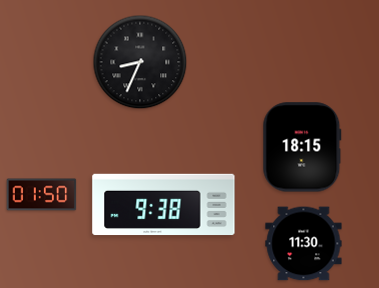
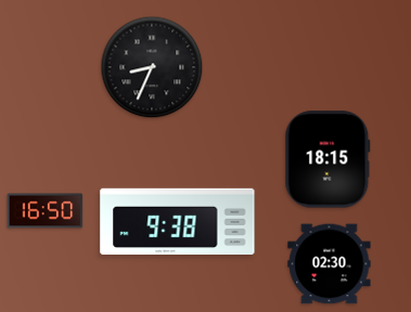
clock at (42, 195): 01:50 -> 16:50
clock at (304, 244): 11:30 -> 02:30
